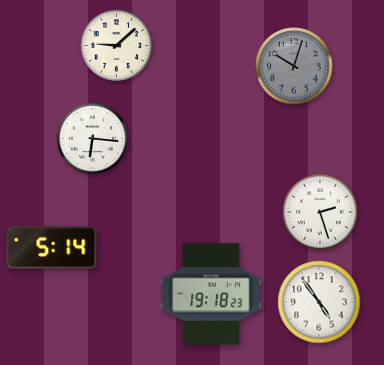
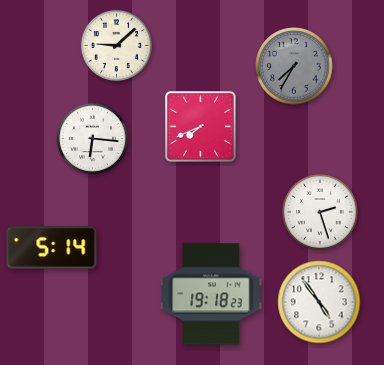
clock at (294, 66): 10:03 -> 7:35
clock at (201, 127): none -> 7:41
